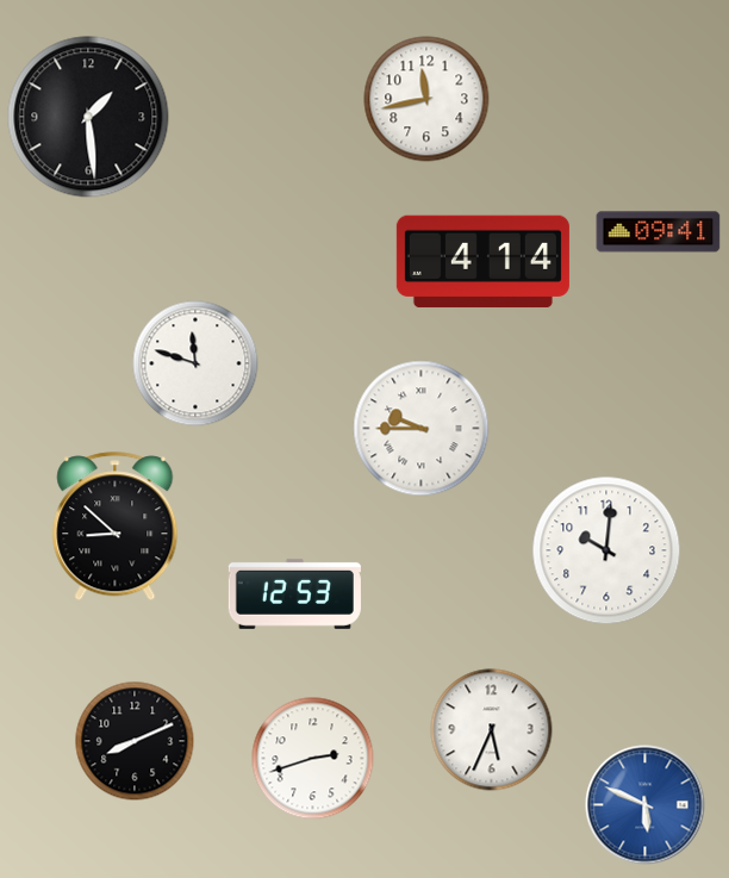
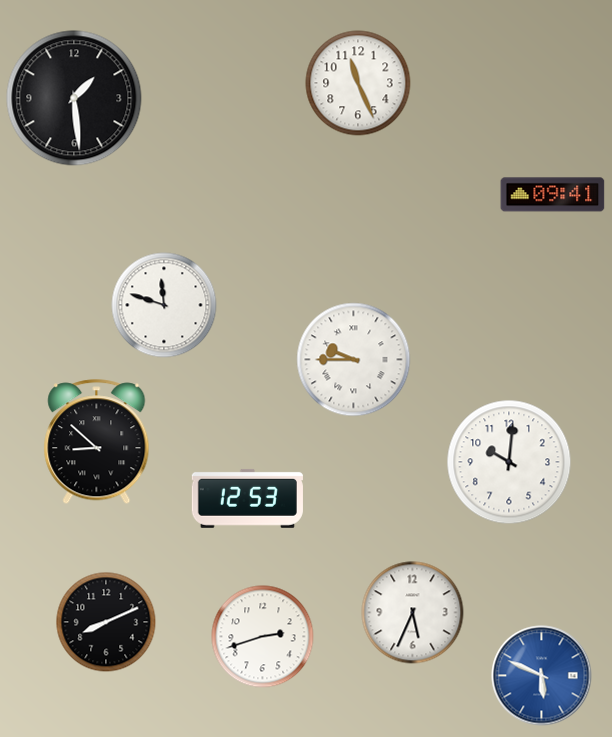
clock at (426, 99): 11:43 -> 11:26
clock at (482, 262): 4:14 -> none
clock at (135, 741) position: (135, 741) -> (106, 622)
